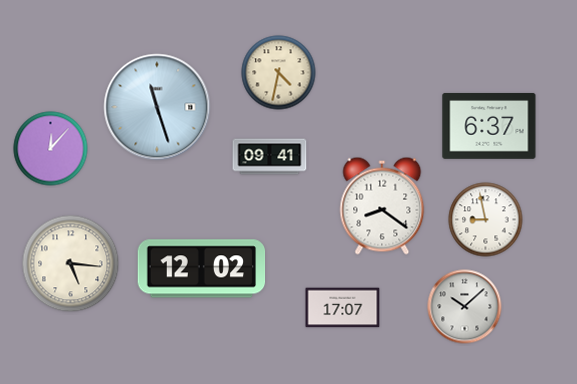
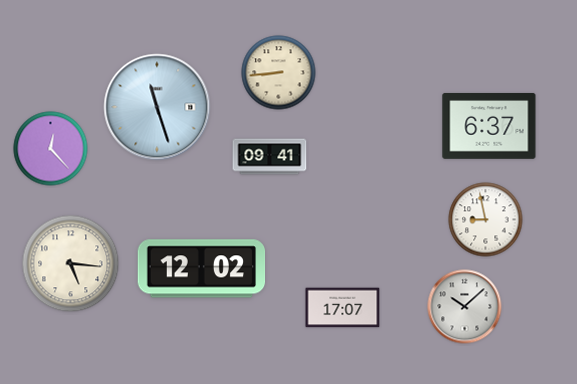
clock at (279, 73): 4:32 -> 8:44
clock at (51, 149): 12:07 -> 12:23
clock at (382, 206): 8:21 -> none
